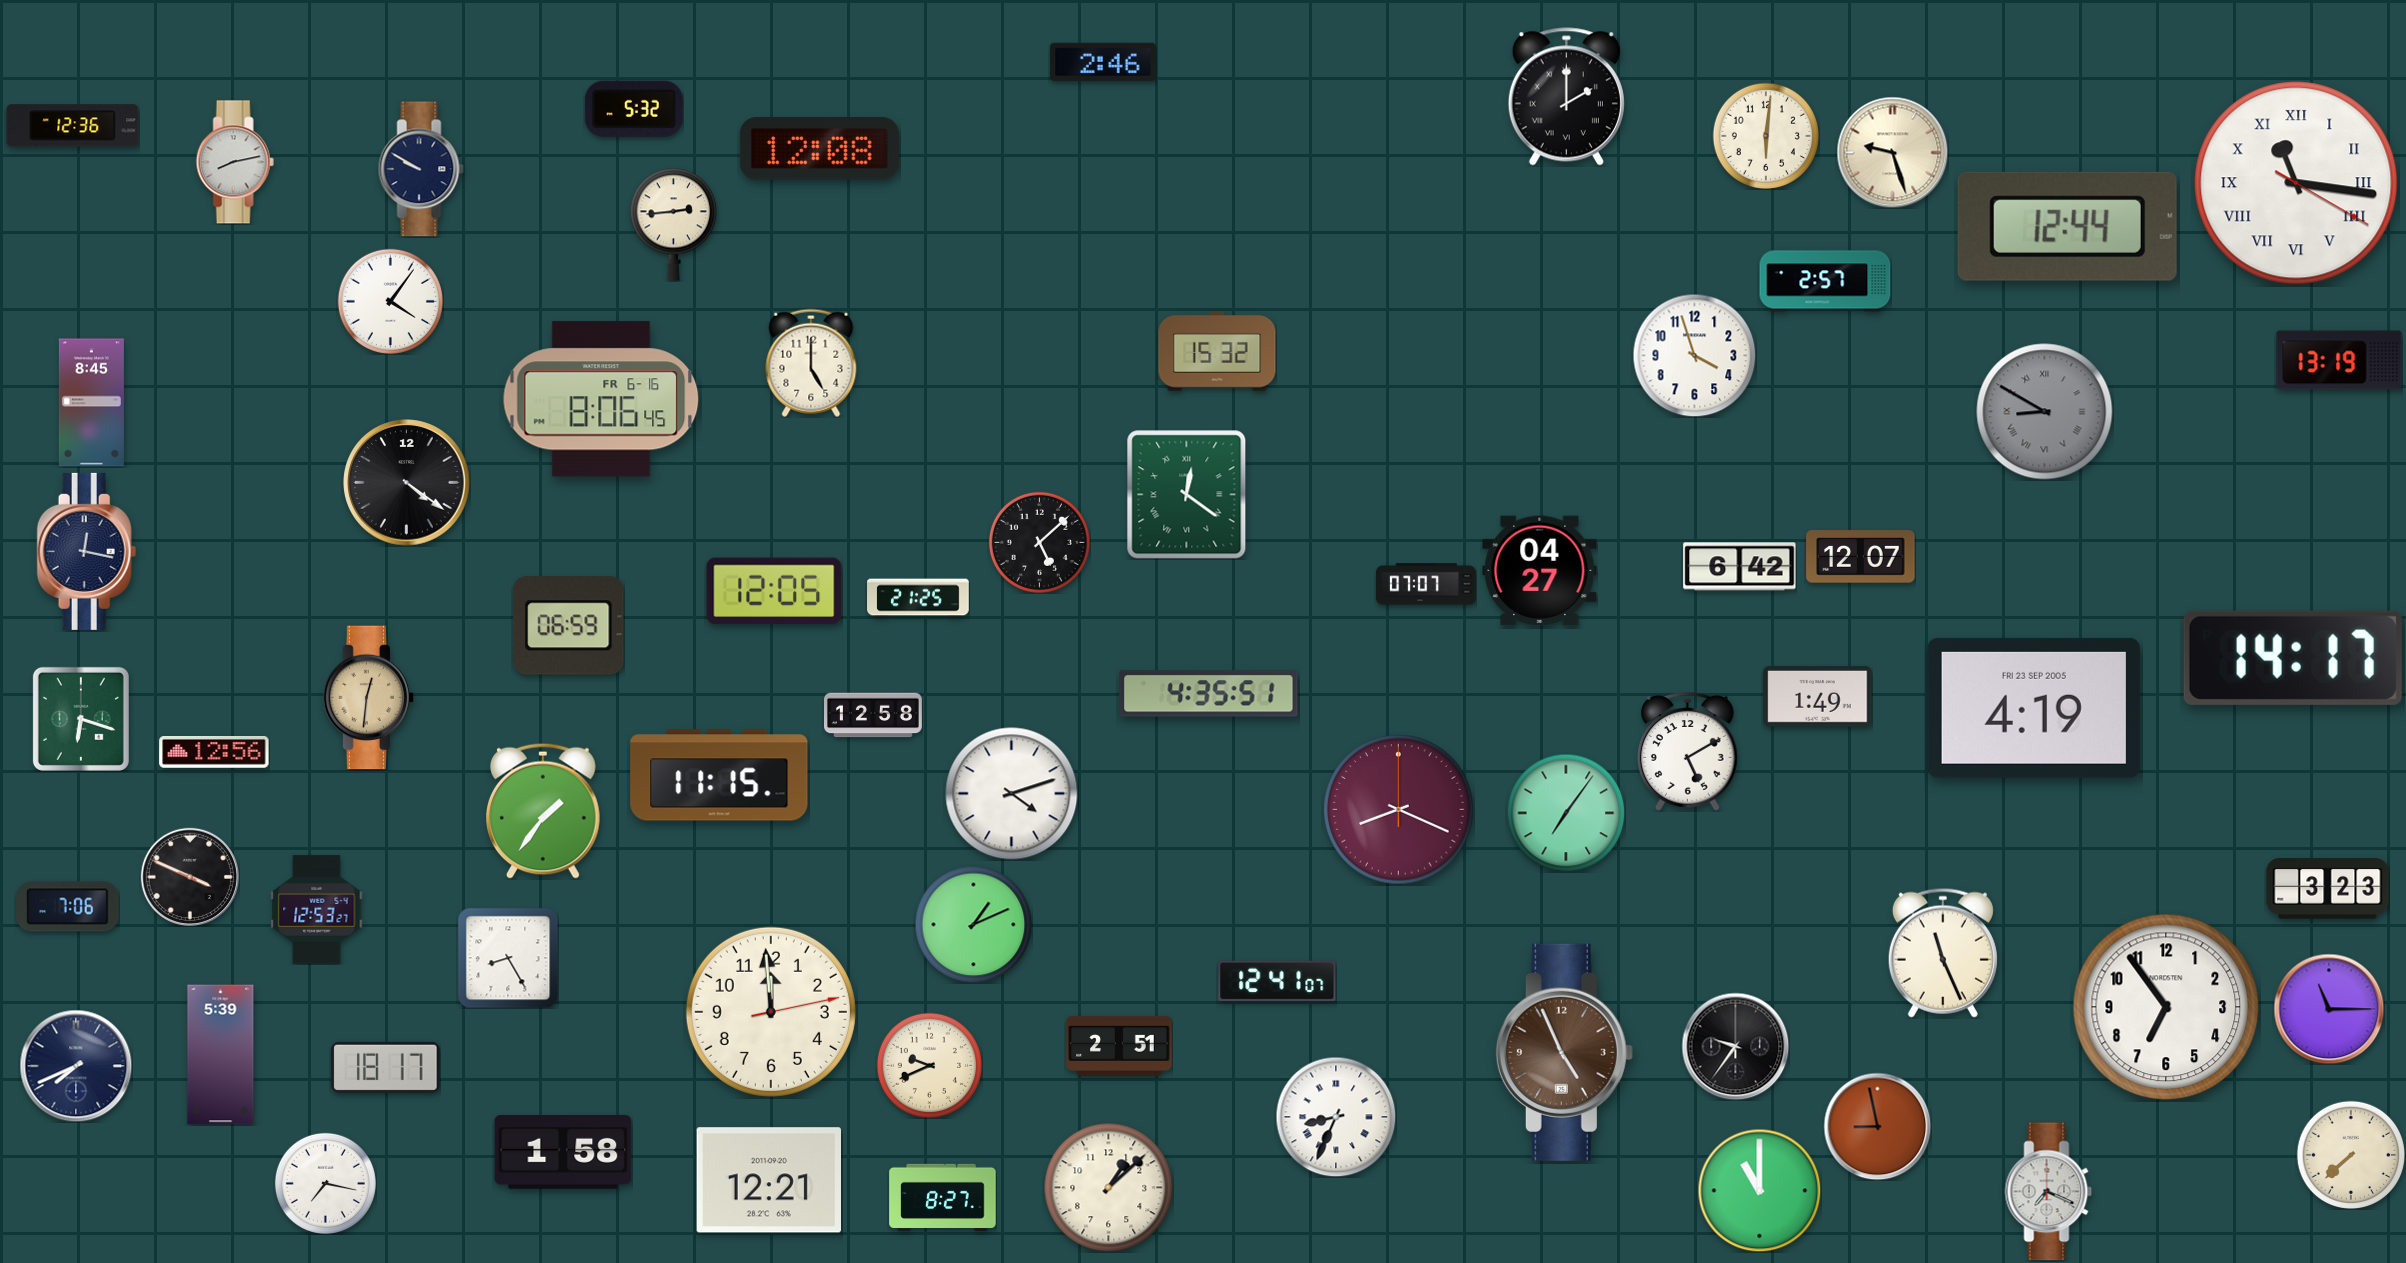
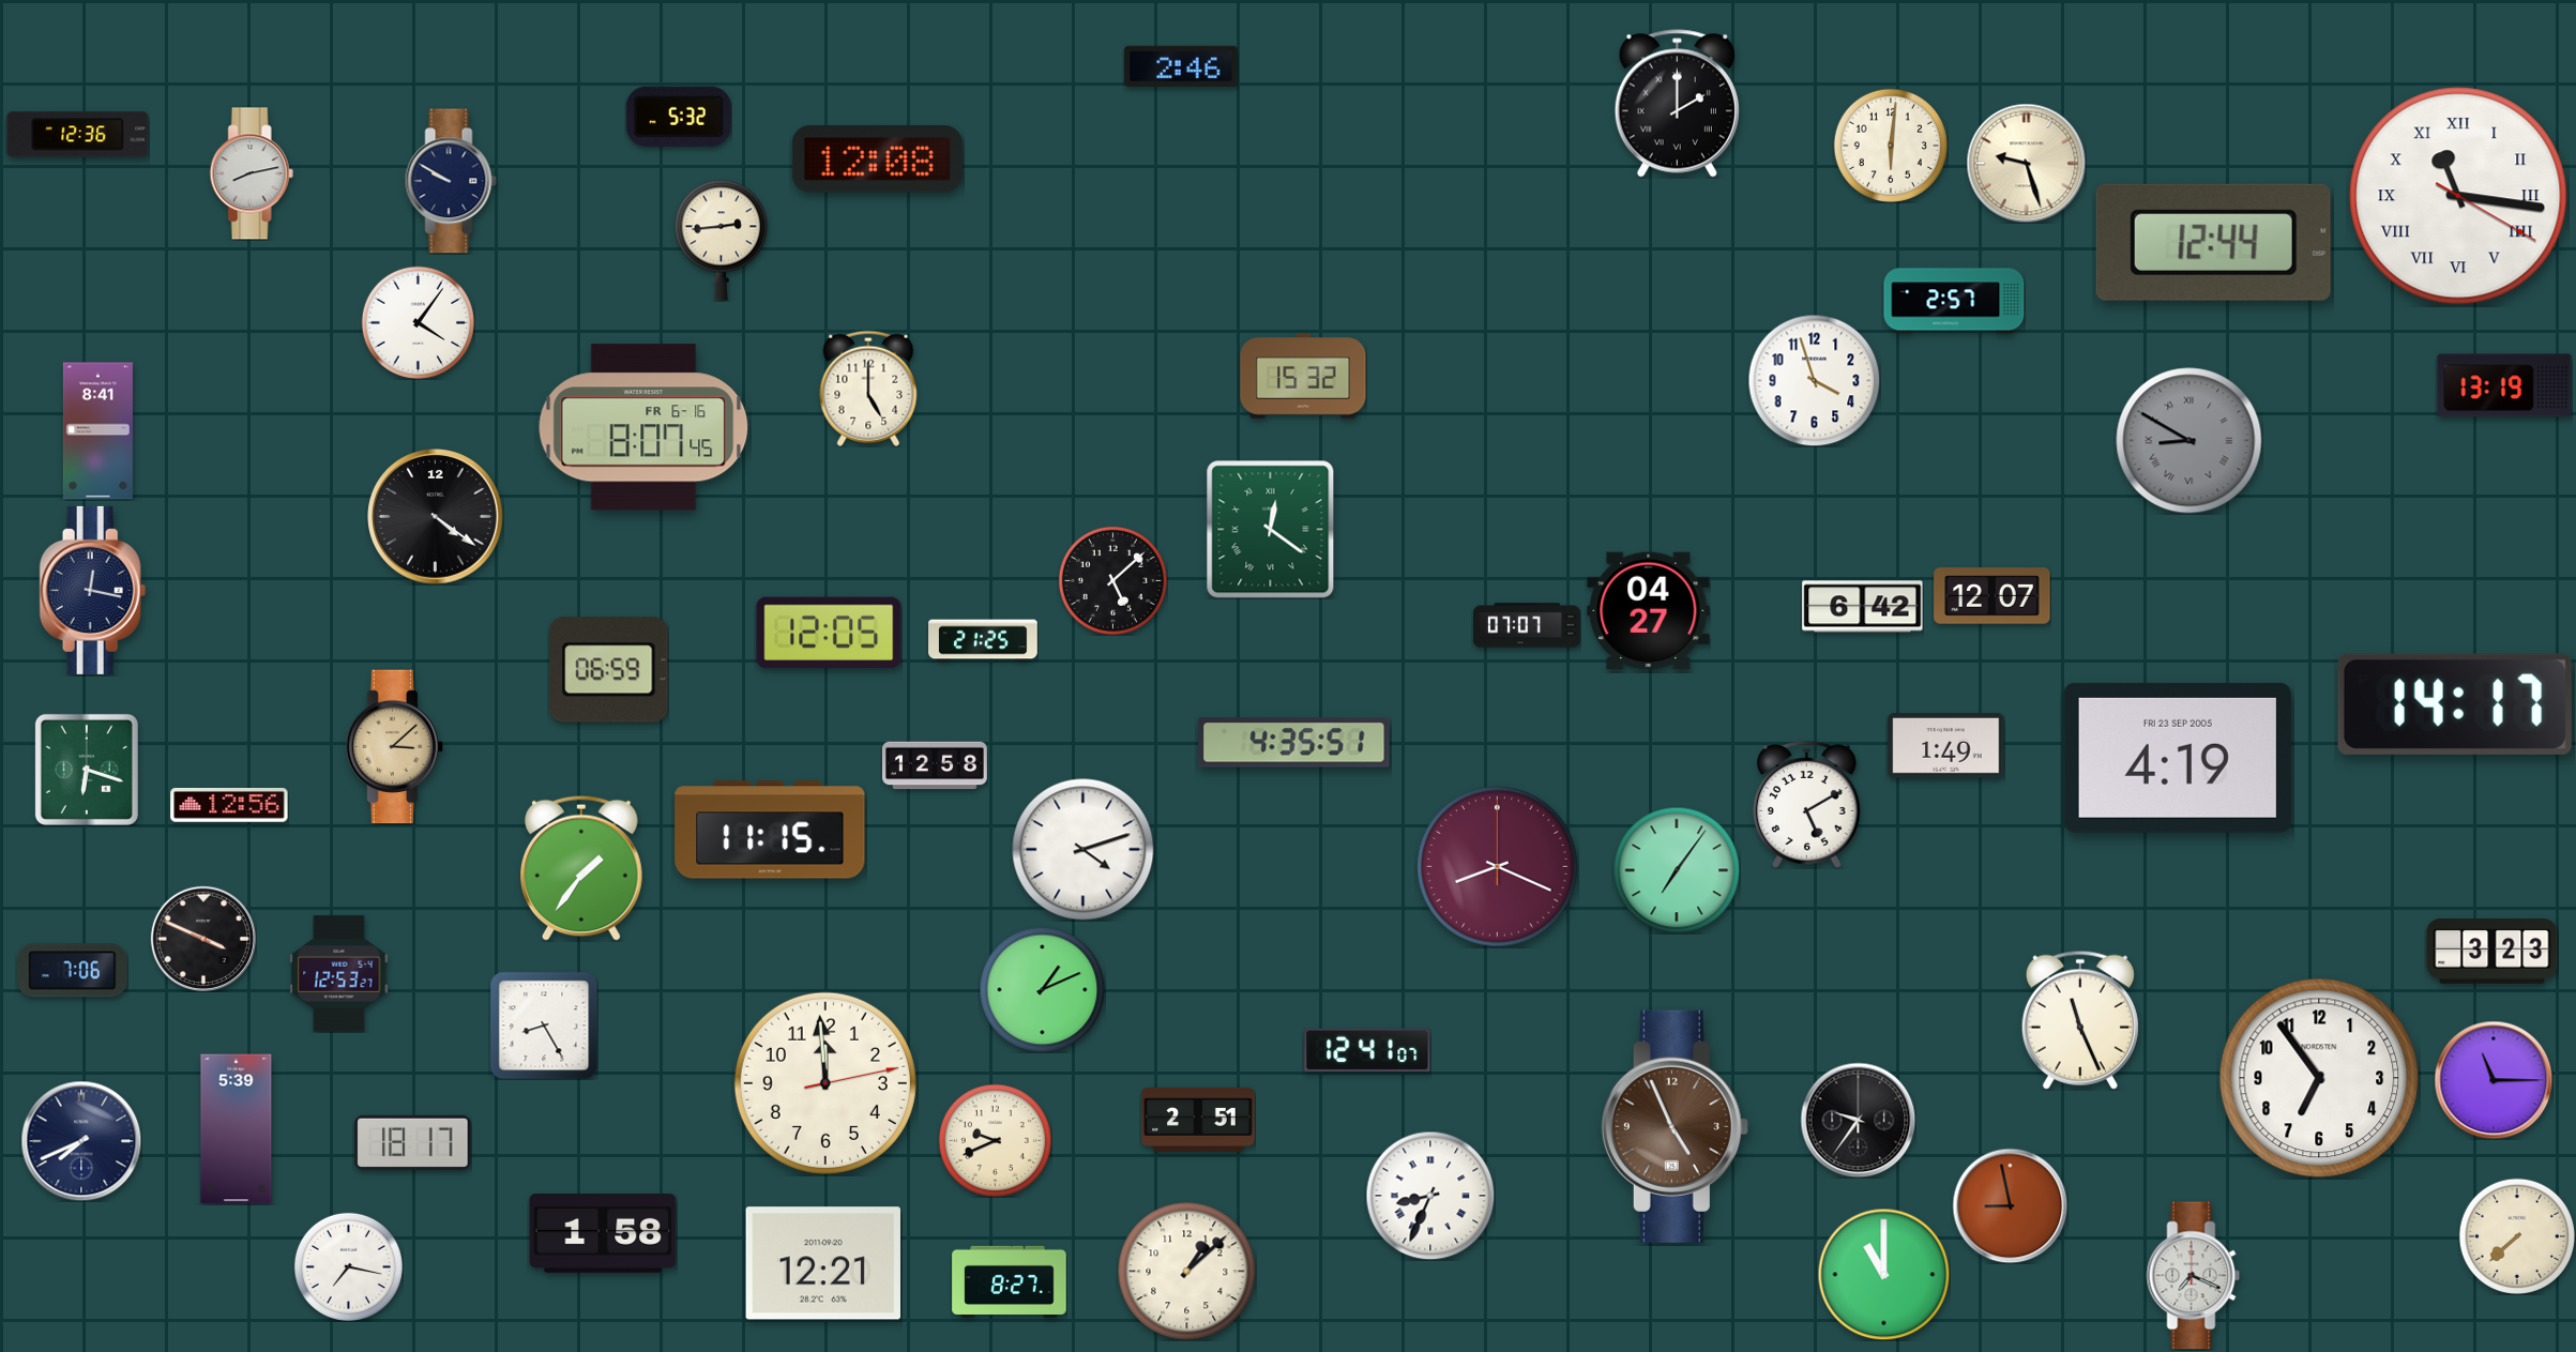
clock at (601, 399): 8:06 -> 8:07
clock at (91, 403): 8:45 -> 8:41
clock at (369, 698): 12:31 -> 3:08
